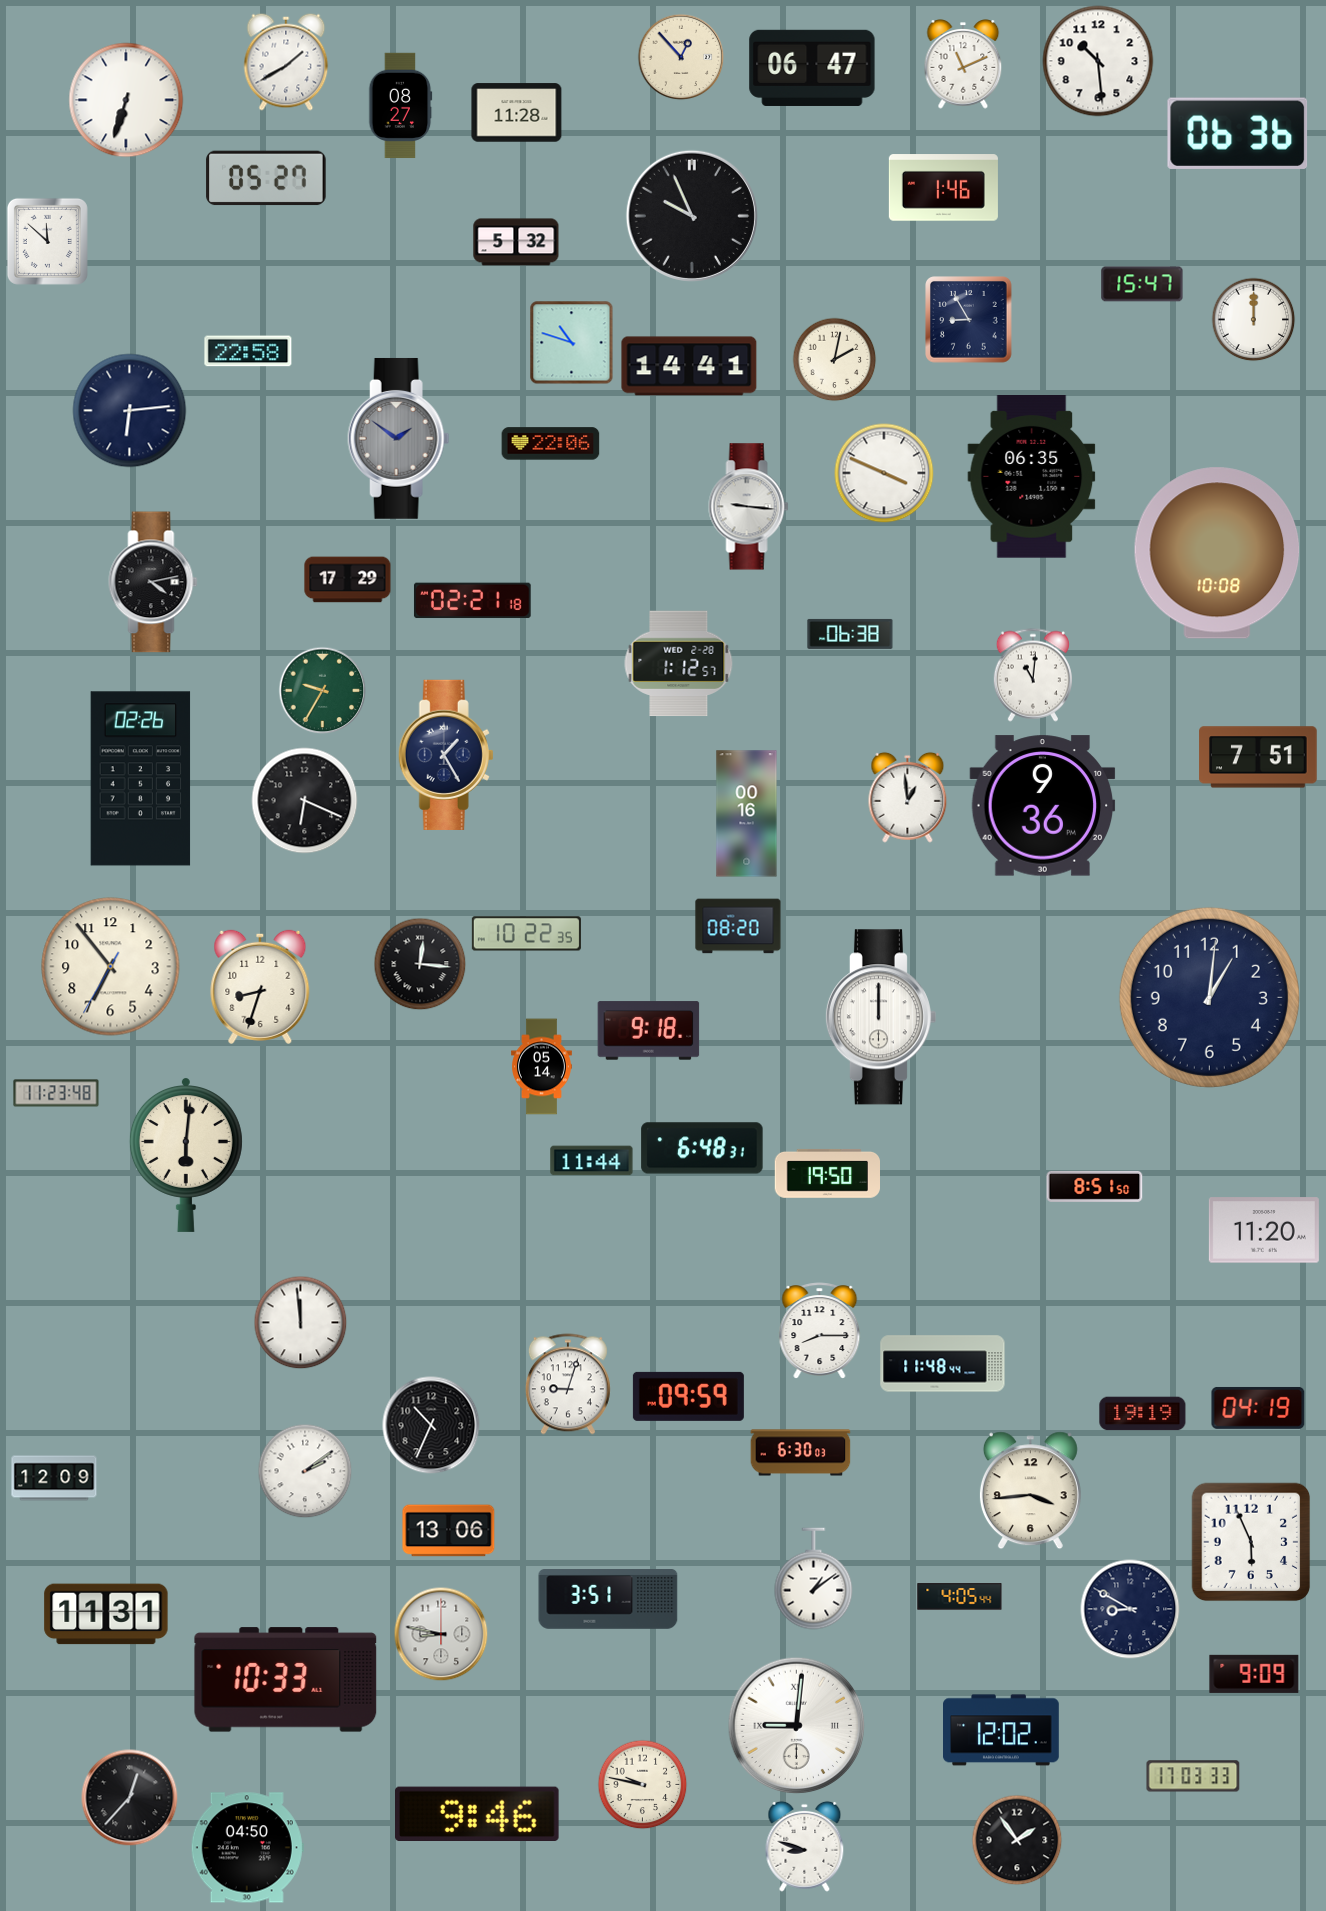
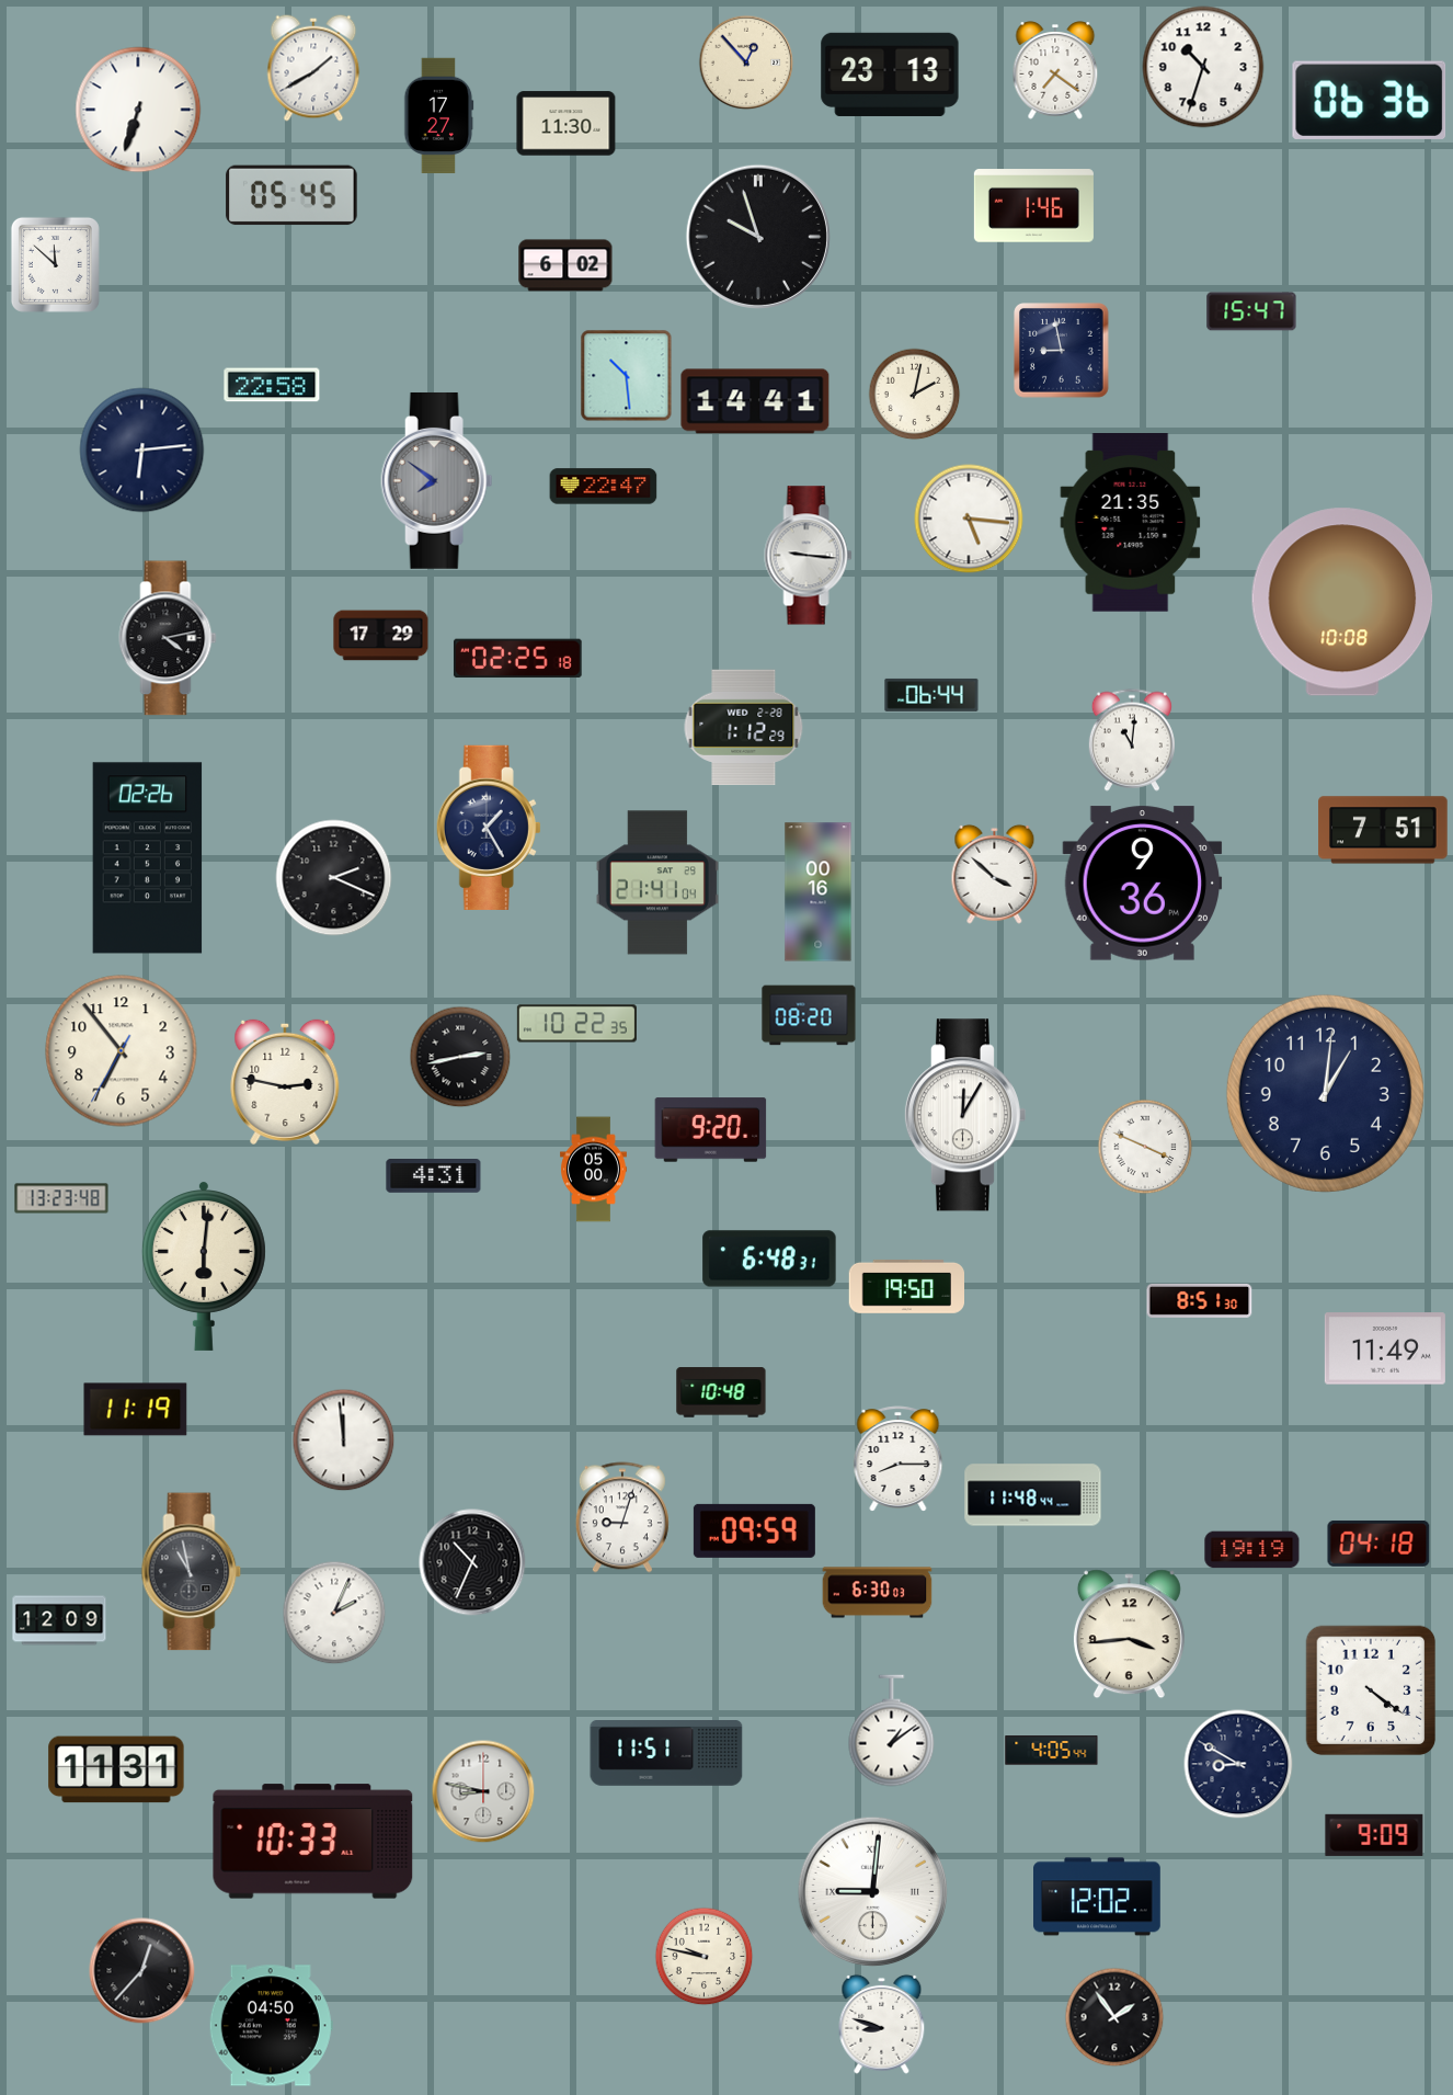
clock at (1098, 61): 10:29 -> 10:33
clock at (963, 64): 11:11 -> 7:21
clock at (812, 68): 06:47 -> 23:13
clock at (401, 106): 08:27 -> 17:27
clock at (517, 113): 11:28 -> 11:30
clock at (1238, 133) position: (1238, 133) -> (1370, 100)
clock at (266, 178): 05:27 -> 05:45
clock at (692, 216): 9:56 -> 9:57
clock at (47, 241) position: (47, 241) -> (55, 264)
clock at (516, 242): 5:32 -> 6:02
clock at (1253, 319): 12:00 -> none
clock at (969, 320): 8:55 -> 8:58
clock at (571, 342): 10:48 -> 10:29
clock at (399, 438): 1:51 -> 7:51
clock at (551, 444): 22:06 -> 22:47
clock at (884, 473): 3:49 -> 5:16
clock at (1032, 477): 06:35 -> 21:35
clock at (749, 507) position: (749, 507) -> (809, 556)
clock at (1217, 553) position: (1217, 553) -> (1342, 602)
clock at (472, 601): 02:21 -> 02:25
clock at (850, 634): 06:38 -> 06:44
clock at (679, 664): 1:12:57 -> 1:12:29
clock at (322, 690): 9:35 -> none
clock at (1258, 757) position: (1258, 757) -> (1383, 830)
clock at (141, 779) position: (141, 779) -> (148, 858)
clock at (908, 797): 12:59 -> 3:52
clock at (305, 801): 6:19 -> 2:19
clock at (657, 883): none -> 21:41
clock at (420, 964): 12:16 -> 2:43
clock at (111, 967) position: (111, 967) -> (122, 1051)
clock at (260, 987): 8:33 -> 2:47
clock at (880, 1017): 12:00 -> 12:05
clock at (649, 1031): 9:18 -> 9:20
clock at (1145, 1147): none -> 3:49
clock at (542, 1067): 05:14 -> 05:00
clock at (434, 1176): none -> 4:31
clock at (56, 1093): 11:23 -> 13:23
clock at (592, 1161): 11:44 -> none
clock at (1095, 1186): 8:51:50 -> 8:51:30
clock at (1264, 1230): 11:20 -> 11:49
clock at (721, 1392): none -> 10:48
clock at (136, 1410): none -> 11:19
clock at (300, 1322) position: (300, 1322) -> (343, 1439)
clock at (1258, 1408): 04:19 -> 04:18
clock at (192, 1572): none -> 10:58
clock at (305, 1471): 2:09 -> 2:04
clock at (449, 1531): 13:06 -> none
clock at (1251, 1542): 5:56 -> 4:21
clock at (608, 1599): 3:51 -> 11:51
clock at (1193, 1776): 17:03 -> none
clock at (478, 1814): 9:46 -> none
